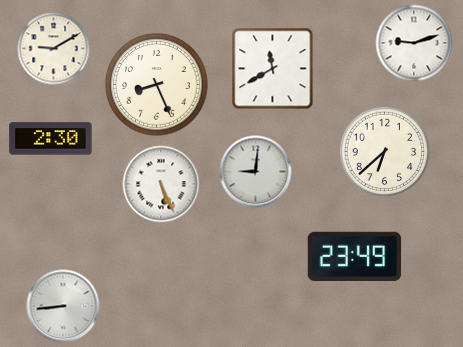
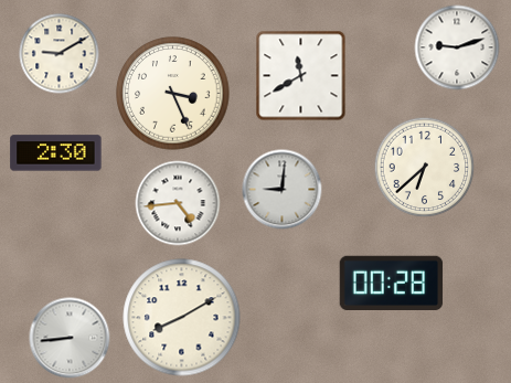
clock at (157, 85): 8:26 -> 3:26
clock at (161, 184): 5:26 -> 4:44
clock at (355, 256): 23:49 -> 00:28
clock at (182, 318): none -> 8:10
